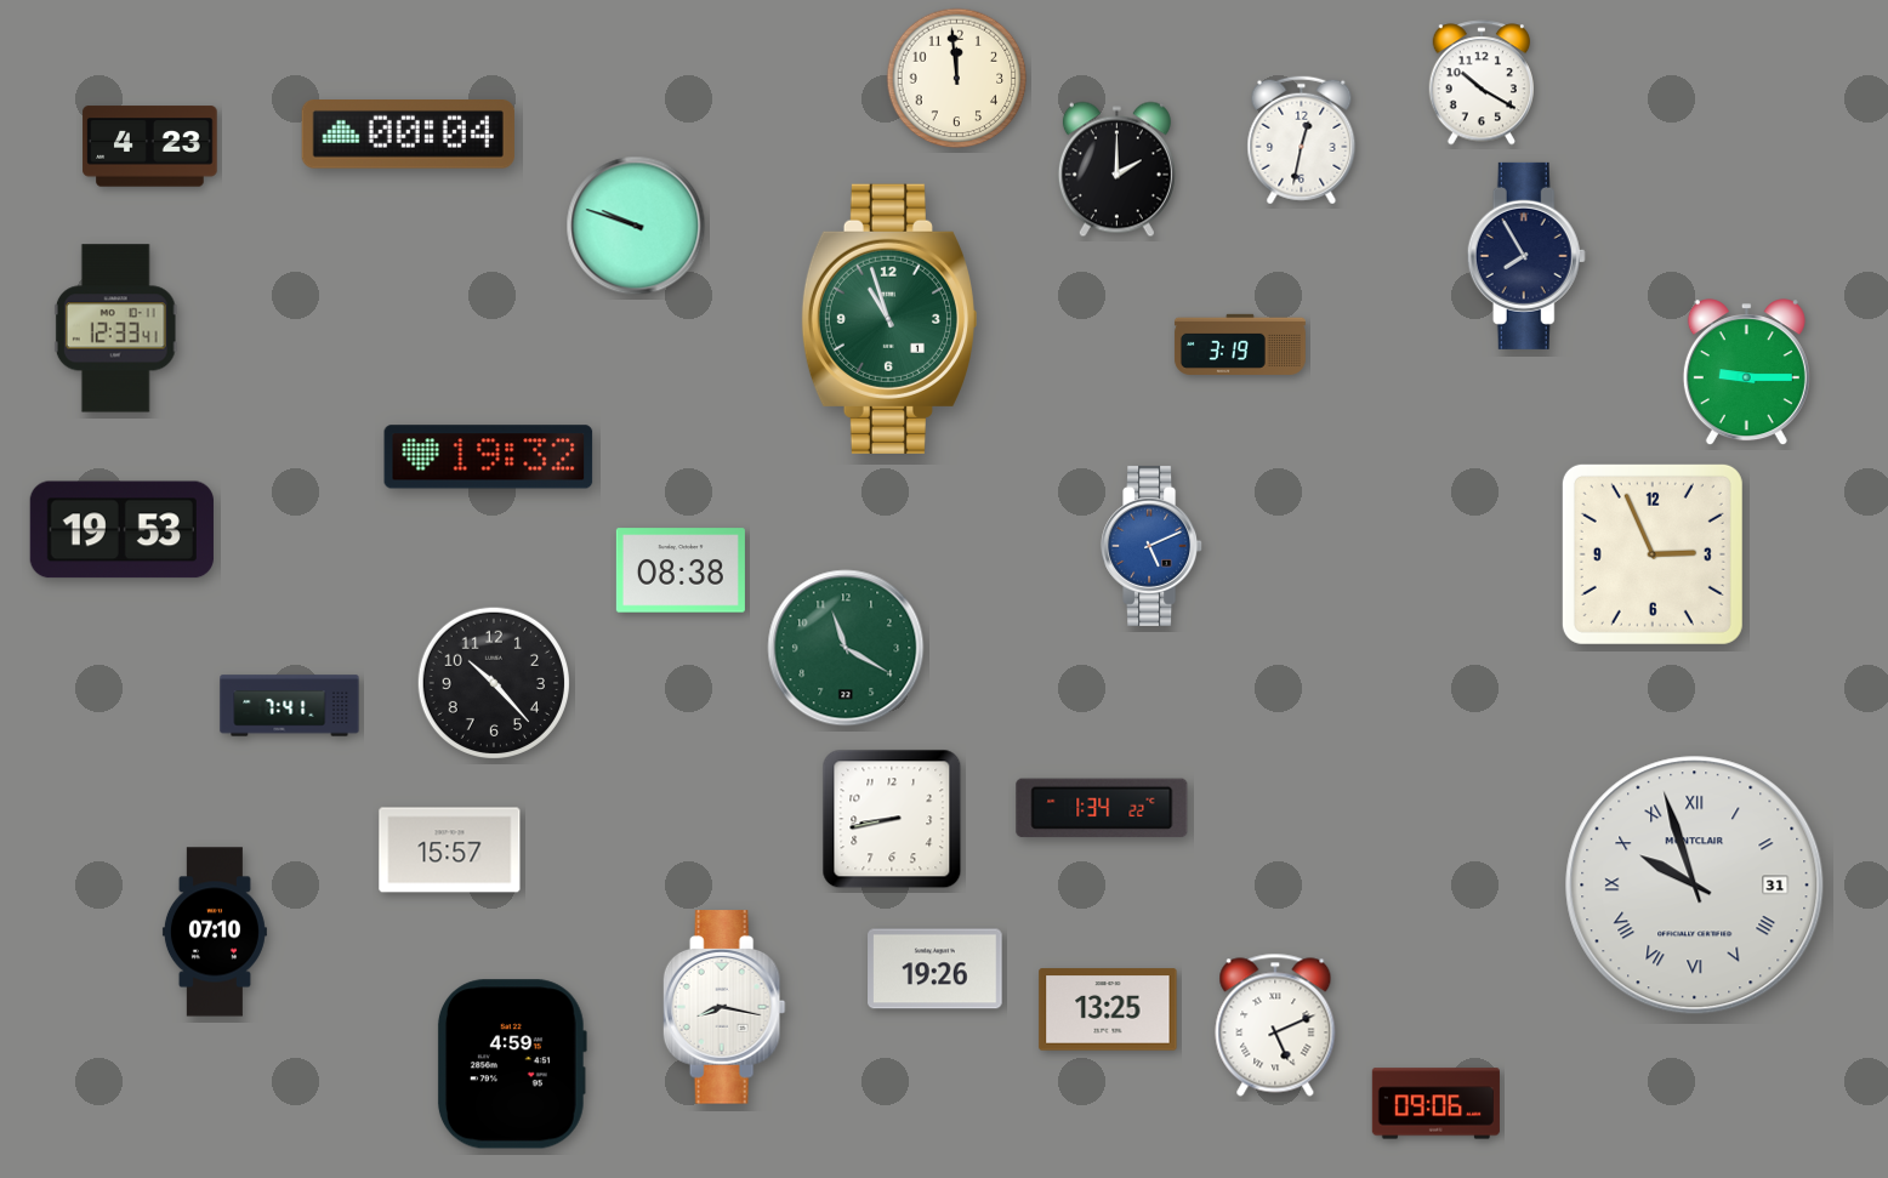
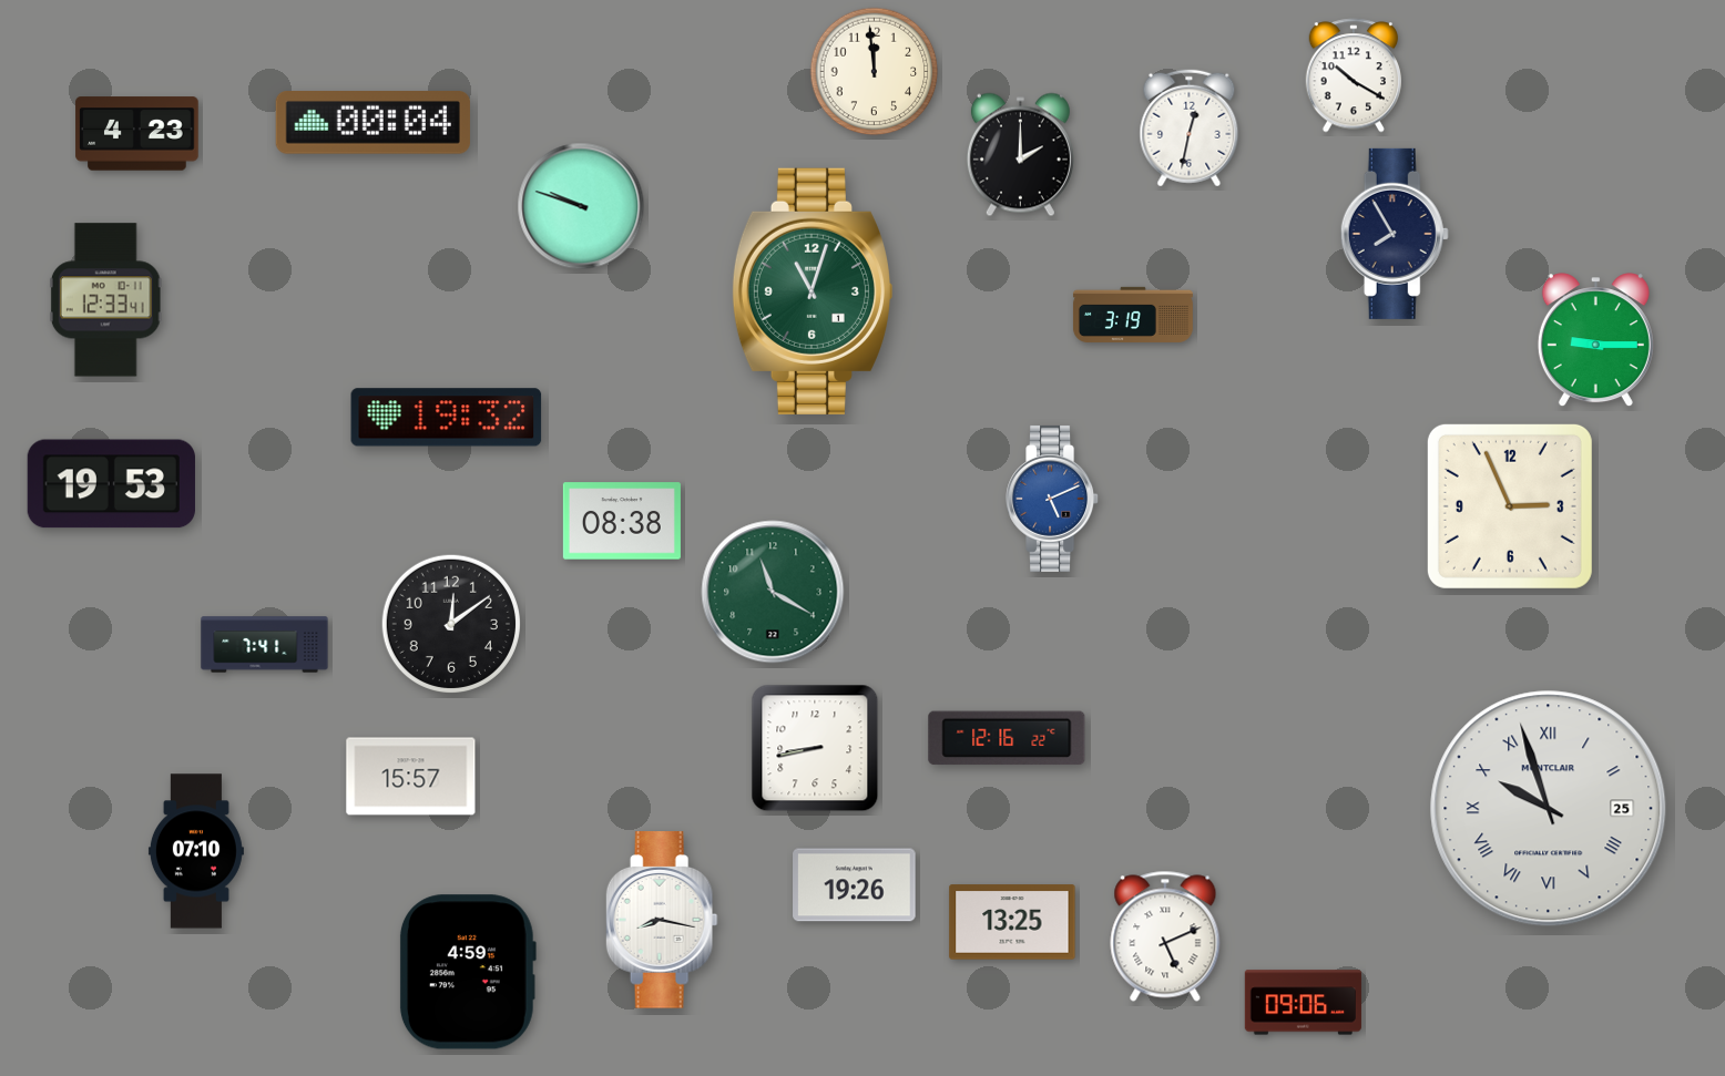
clock at (888, 319): 10:57 -> 11:03
clock at (493, 682): 10:23 -> 12:09
clock at (1102, 808): 1:34 -> 12:16
clock at (1695, 886) date: 31 -> 25
clock at (1435, 1104) position: (1435, 1104) -> (1303, 1003)
